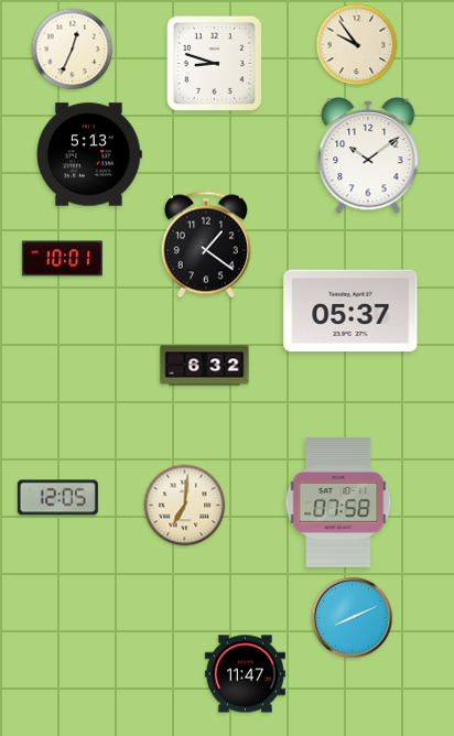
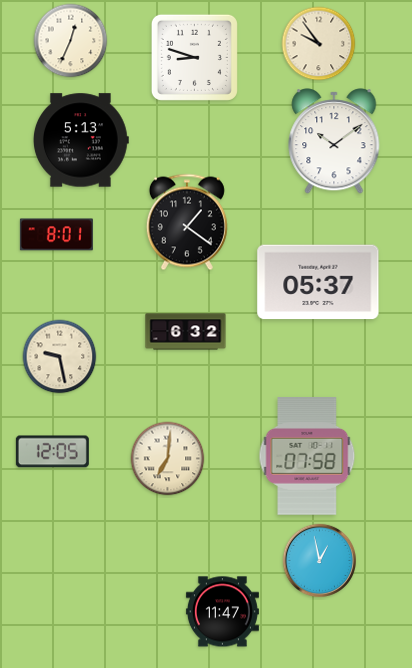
clock at (357, 45) position: (357, 45) -> (319, 44)
clock at (73, 50) position: (73, 50) -> (71, 41)
clock at (62, 259): 10:01 -> 8:01
clock at (60, 357): none -> 9:28
clock at (352, 617): 8:11 -> 12:58
